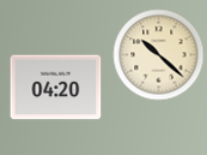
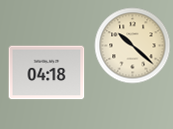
clock at (56, 88): 04:20 -> 04:18
